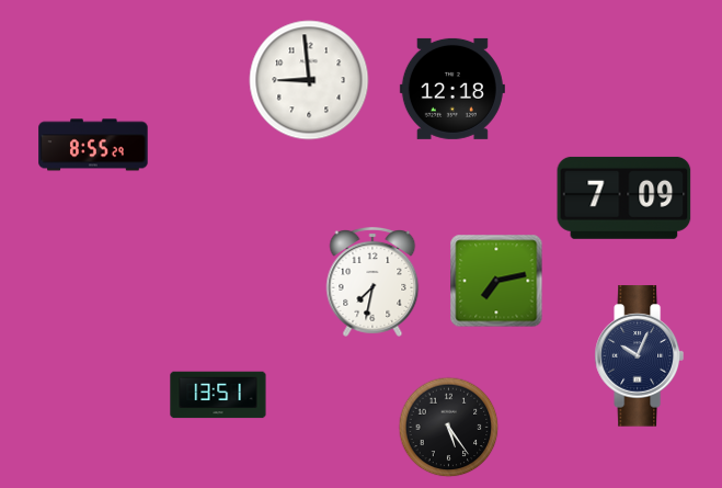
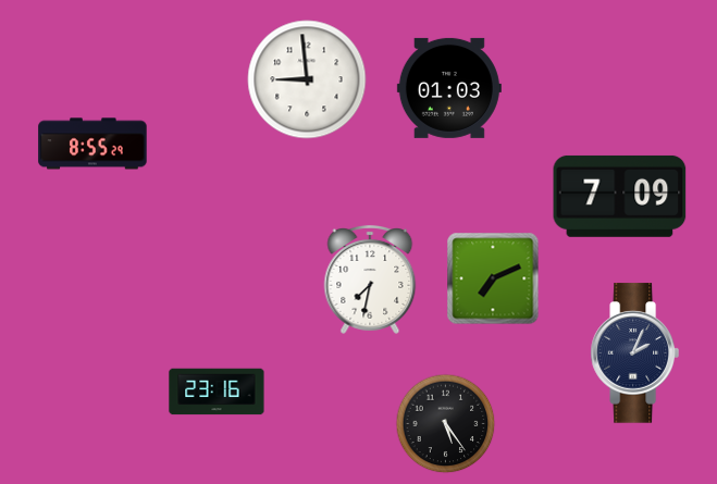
clock at (452, 89): 12:18 -> 01:03
clock at (496, 281): 7:13 -> 7:11
clock at (639, 356): 10:04 -> 2:04
clock at (218, 395): 13:51 -> 23:16
